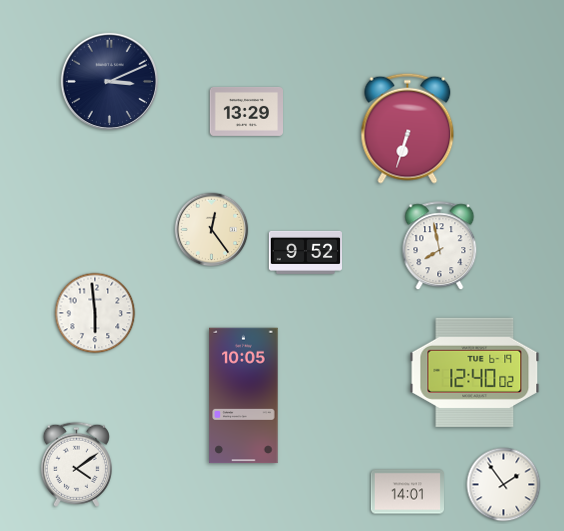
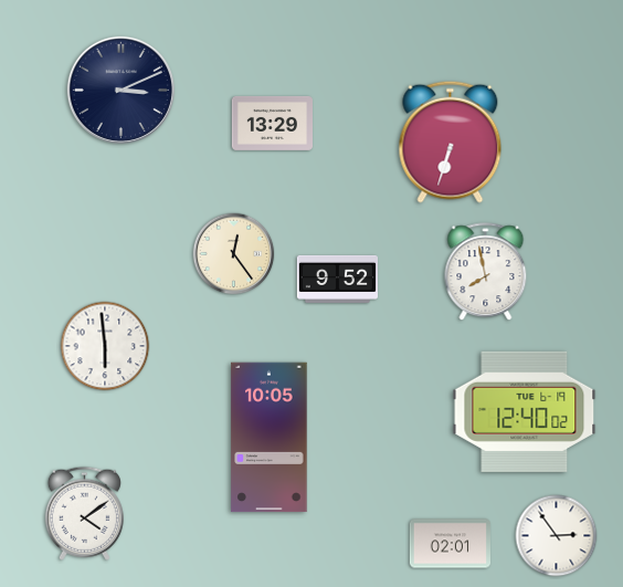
clock at (504, 485): 1:54 -> 2:54
clock at (407, 492): 14:01 -> 02:01
